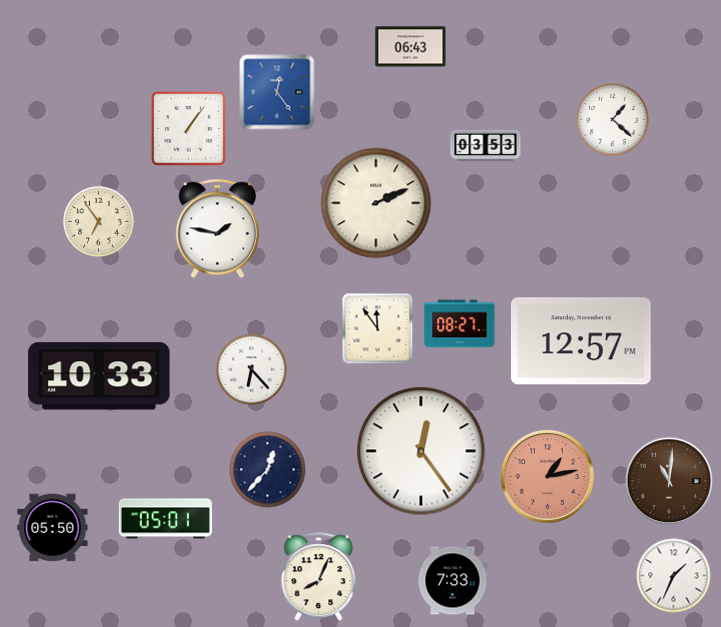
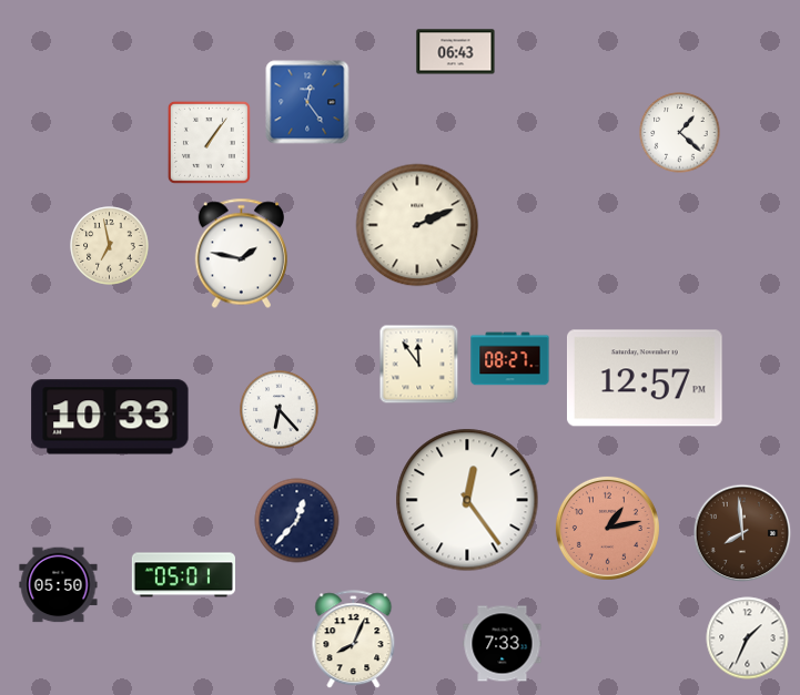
clock at (486, 146): 03:53 -> none
clock at (99, 222): 6:54 -> 6:58
clock at (669, 481): 11:01 -> 7:59
